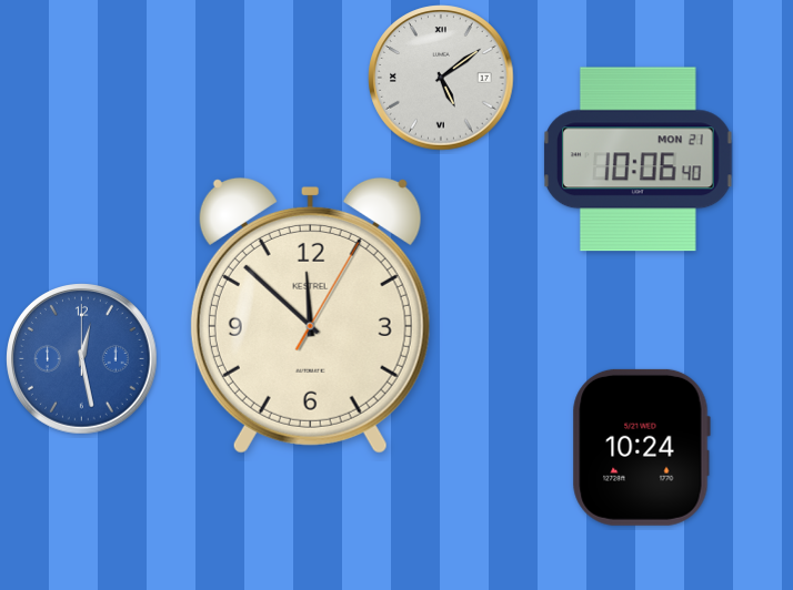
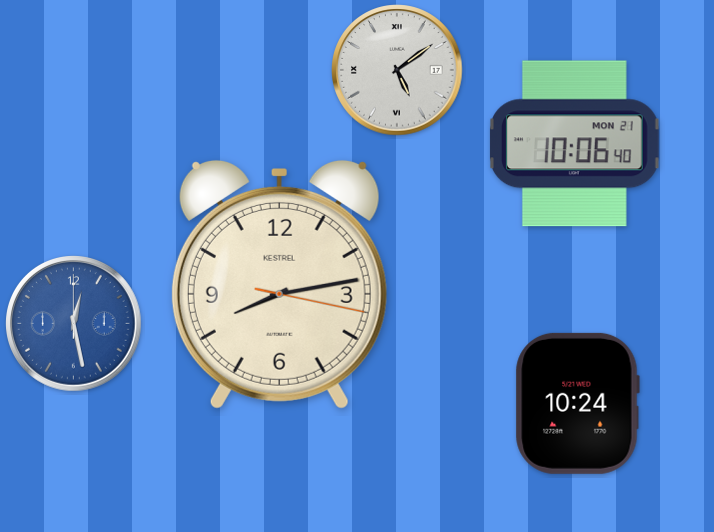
clock at (310, 315): 11:52 -> 8:13
